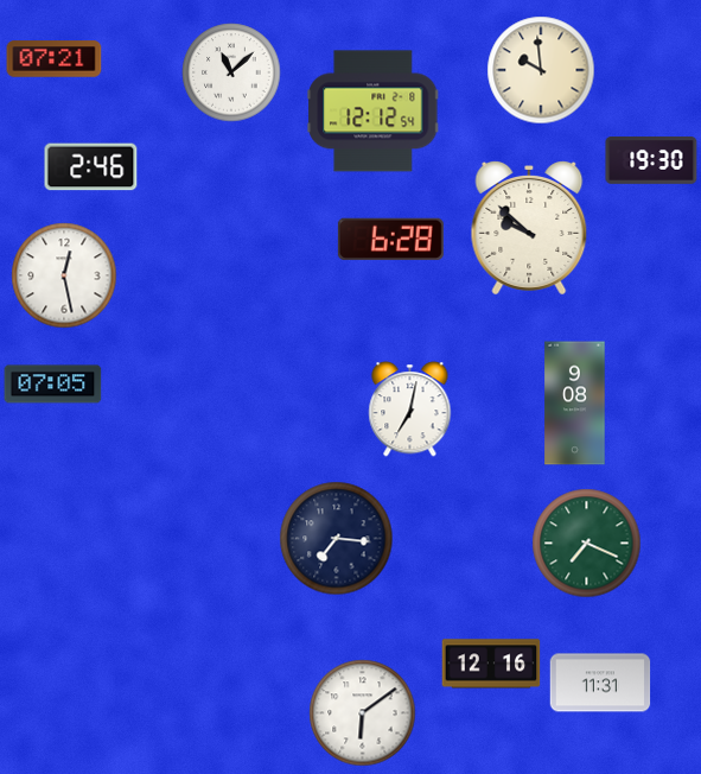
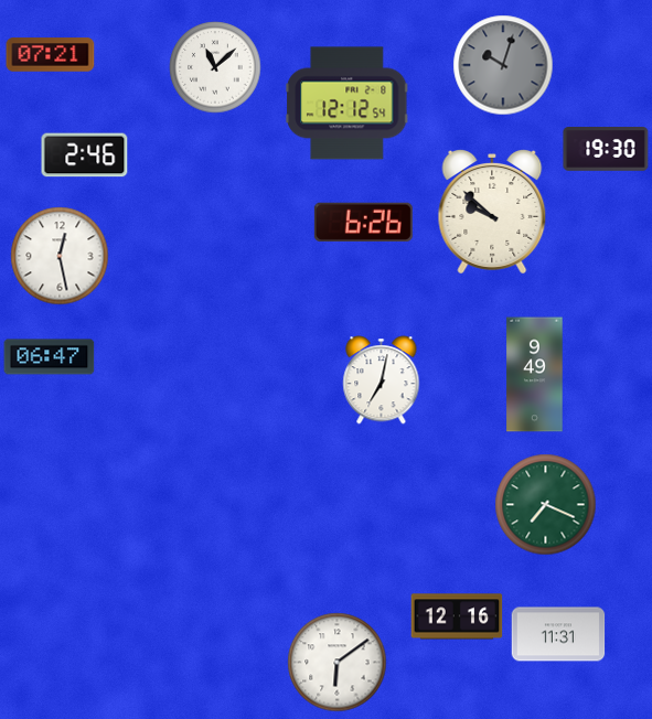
clock at (541, 70): 9:59 -> 10:03
clock at (541, 70) dial: cream -> grey
clock at (390, 239): 6:28 -> 6:26
clock at (53, 385): 07:05 -> 06:47
clock at (575, 404): 9:08 -> 9:49
clock at (337, 539): 7:16 -> none
